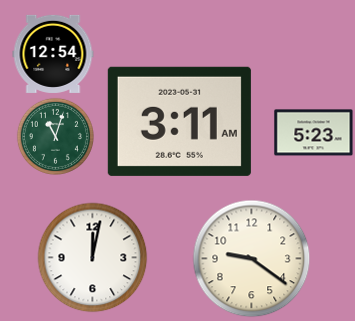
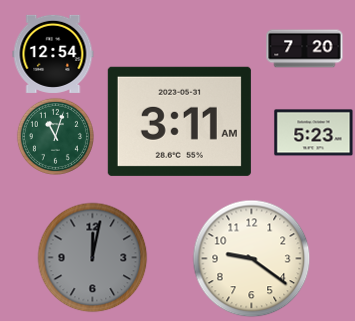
clock at (305, 49): none -> 7:20
clock at (93, 258) dial: white -> grey
